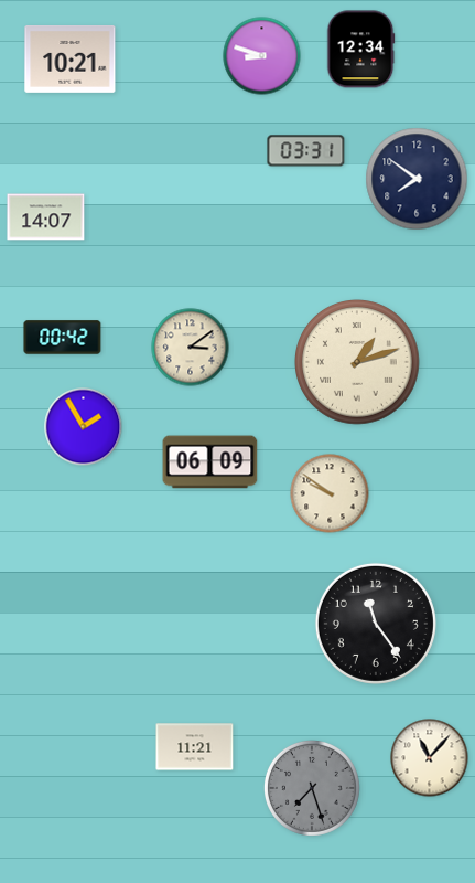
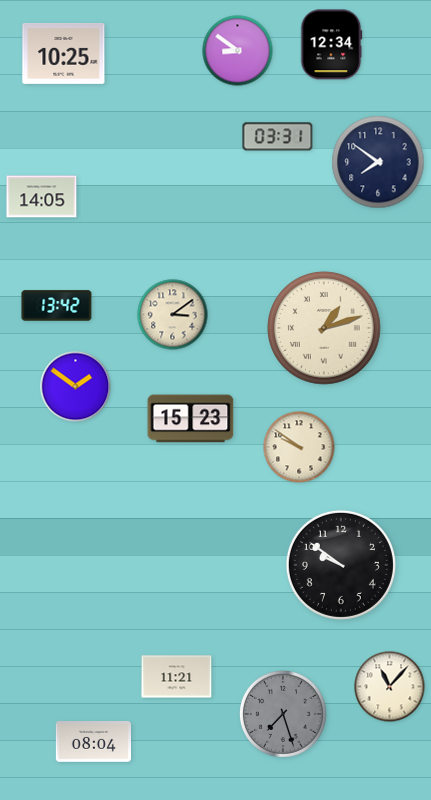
clock at (360, 50) position: (360, 50) -> (331, 45)
clock at (262, 56): 8:48 -> 8:51
clock at (71, 58): 10:21 -> 10:25
clock at (46, 217): 14:07 -> 14:05
clock at (63, 338): 00:42 -> 13:42
clock at (84, 427): 1:55 -> 1:51
clock at (210, 462): 06:09 -> 15:23
clock at (376, 624): 11:24 -> 9:51
clock at (93, 742): none -> 08:04
